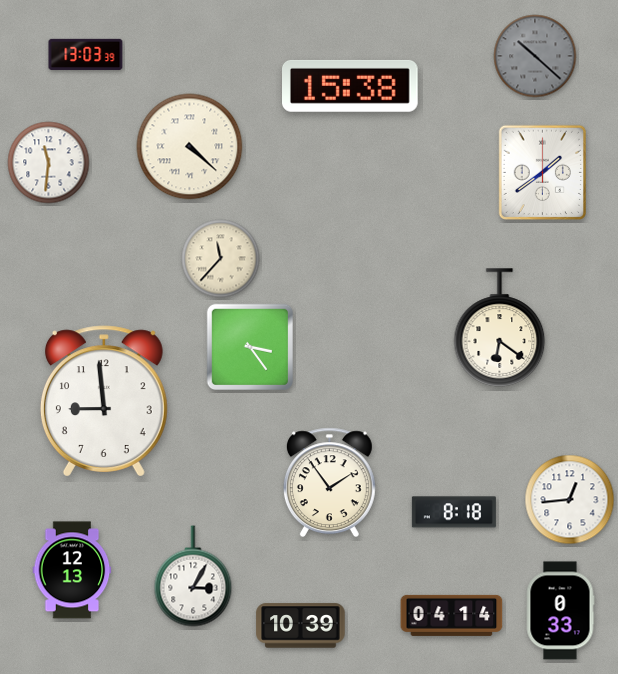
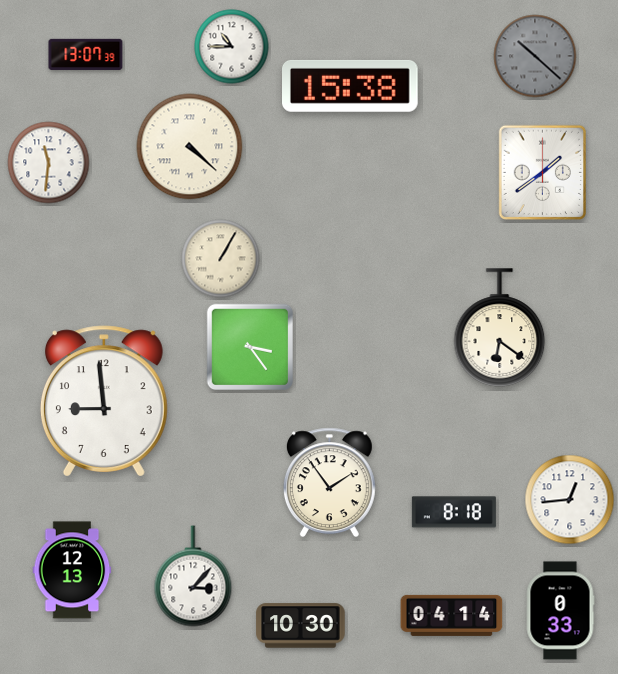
clock at (232, 47): none -> 10:45
clock at (86, 54): 13:03 -> 13:07
clock at (221, 259): 11:37 -> 1:05
clock at (193, 576): 3:05 -> 3:07
clock at (301, 626): 10:39 -> 10:30
